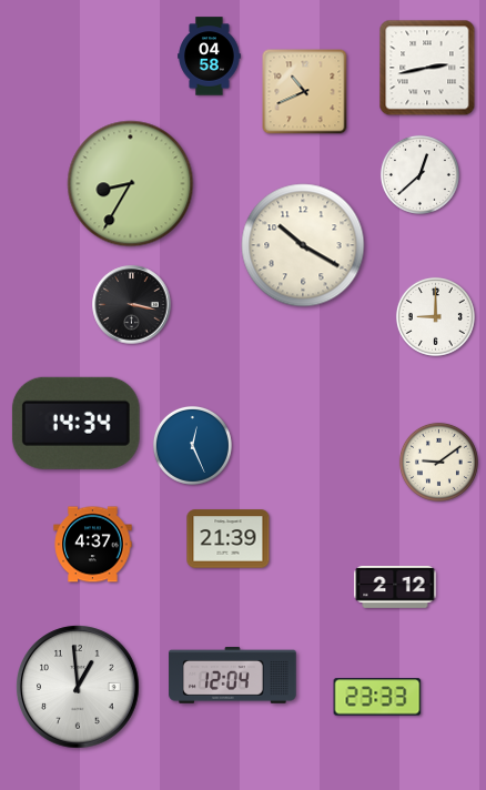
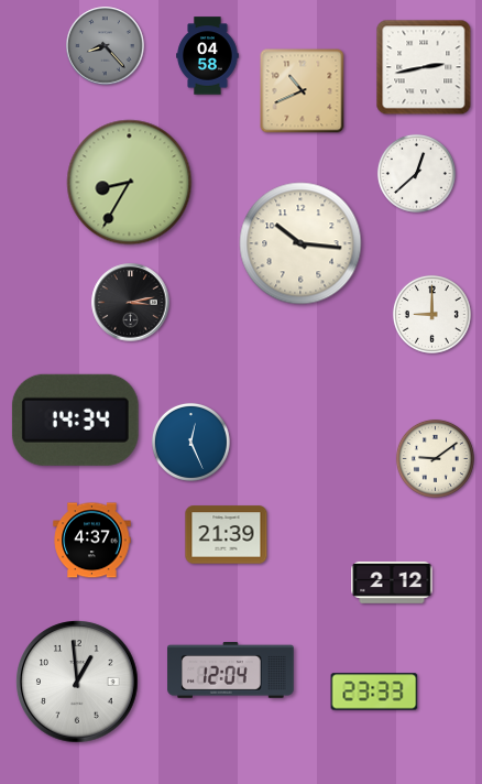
clock at (106, 46): none -> 8:23
clock at (303, 245): 10:20 -> 10:16
clock at (132, 305): 3:17 -> 3:13
